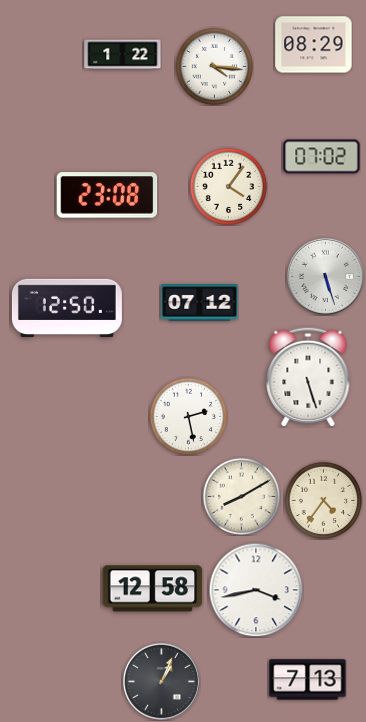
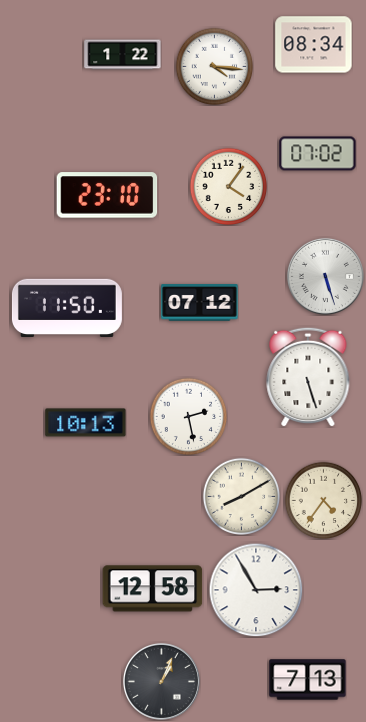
clock at (314, 45): 08:29 -> 08:34
clock at (322, 157) position: (322, 157) -> (318, 154)
clock at (107, 195): 23:08 -> 23:10
clock at (67, 307): 12:50 -> 11:50
clock at (86, 423): none -> 10:13
clock at (256, 590): 3:43 -> 2:55
